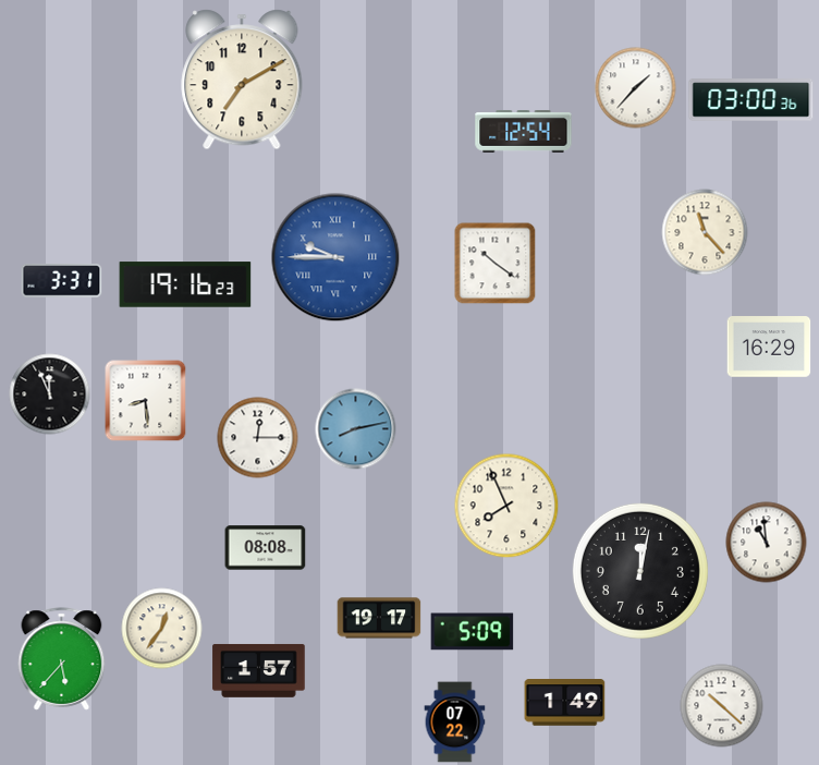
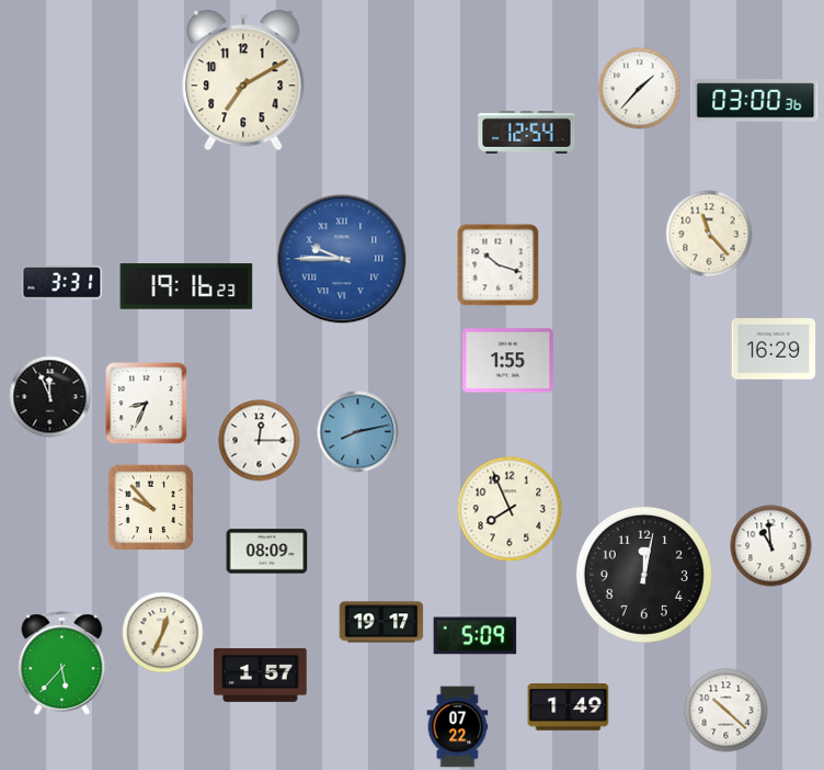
clock at (335, 257) position: (335, 257) -> (342, 259)
clock at (496, 264): 10:21 -> 10:18
clock at (508, 361): none -> 1:55
clock at (146, 401): 8:29 -> 8:34
clock at (151, 508): none -> 9:53
clock at (266, 548): 08:08 -> 08:09
clock at (162, 629): 12:36 -> 12:34
